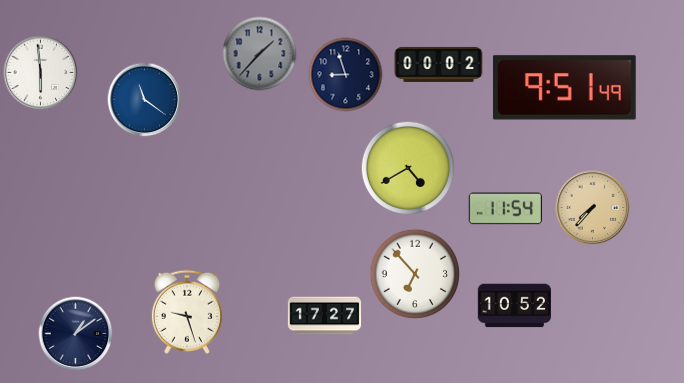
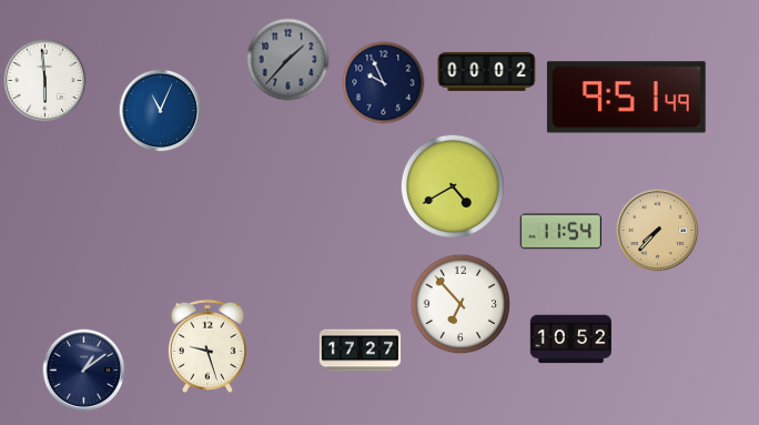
clock at (346, 75): 8:57 -> 9:56
clock at (145, 100): 11:21 -> 11:04
